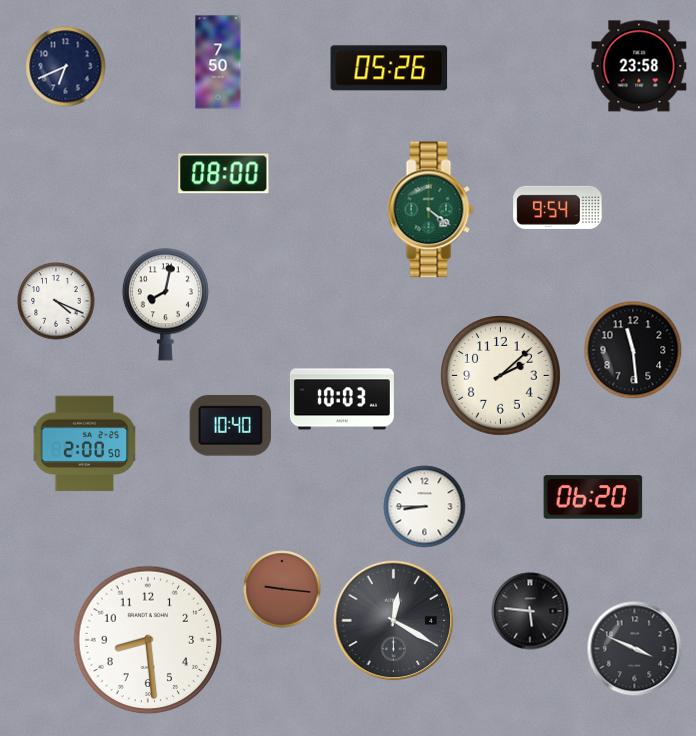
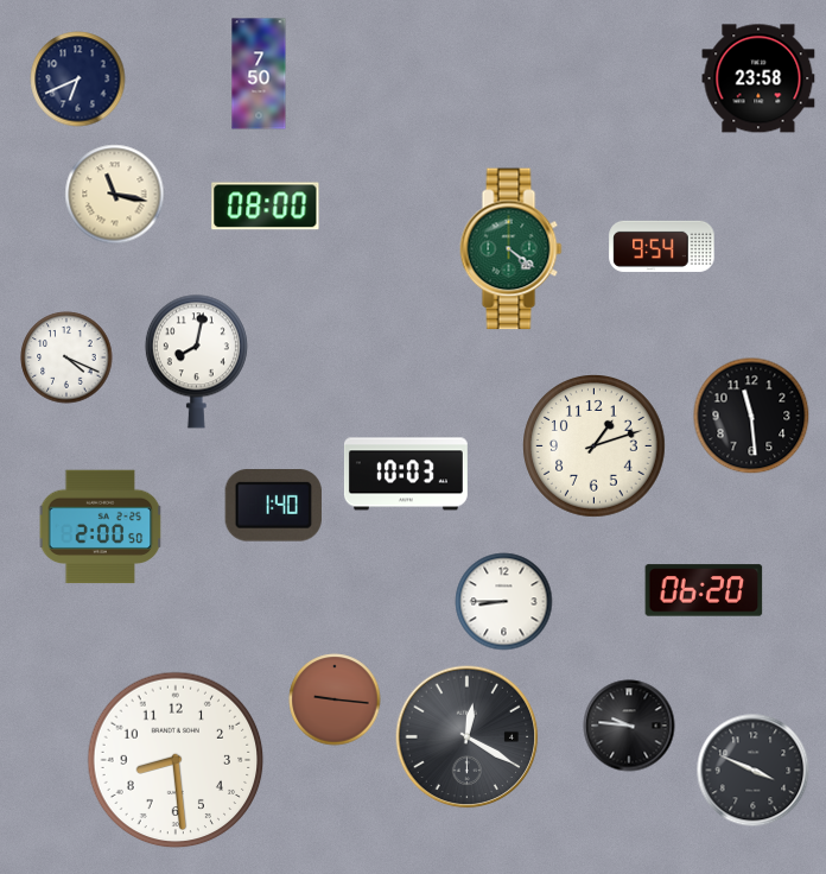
clock at (389, 68): 05:26 -> none
clock at (115, 195): none -> 11:17
clock at (501, 376): 2:08 -> 1:12
clock at (230, 426): 10:40 -> 1:40
clock at (530, 611): 5:46 -> 9:46
